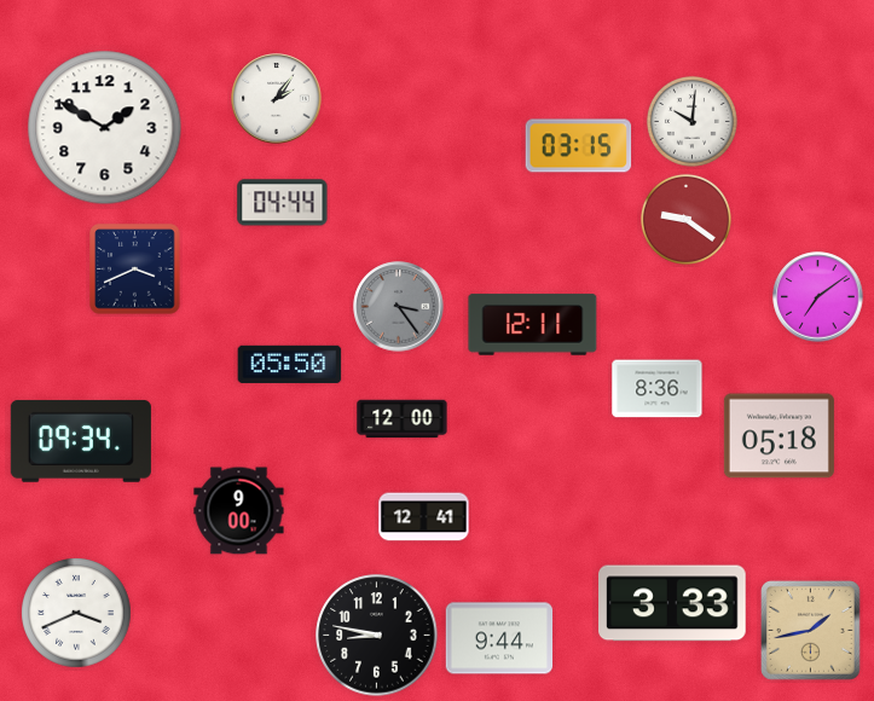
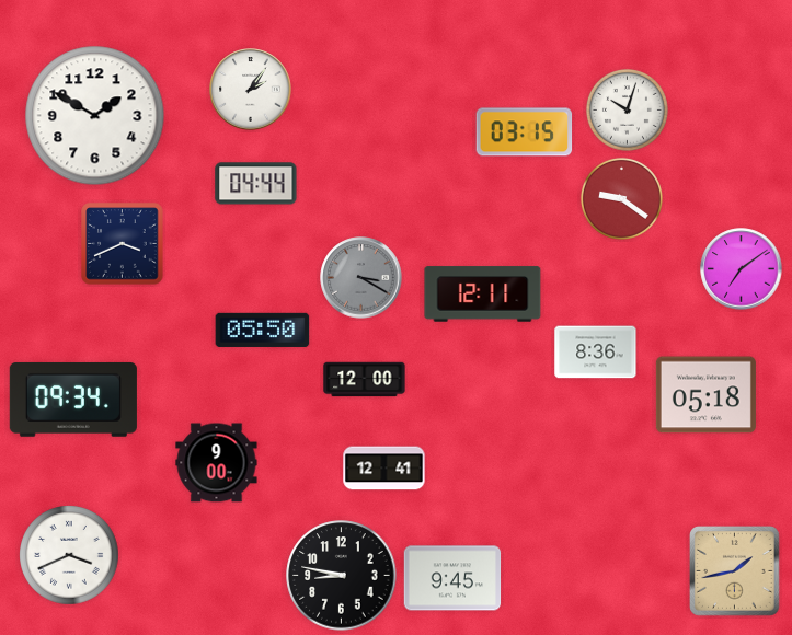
clock at (691, 121): 10:01 -> 10:03
clock at (399, 307): 3:24 -> 3:20
clock at (672, 603): 3:33 -> none
clock at (499, 638): 9:44 -> 9:45
